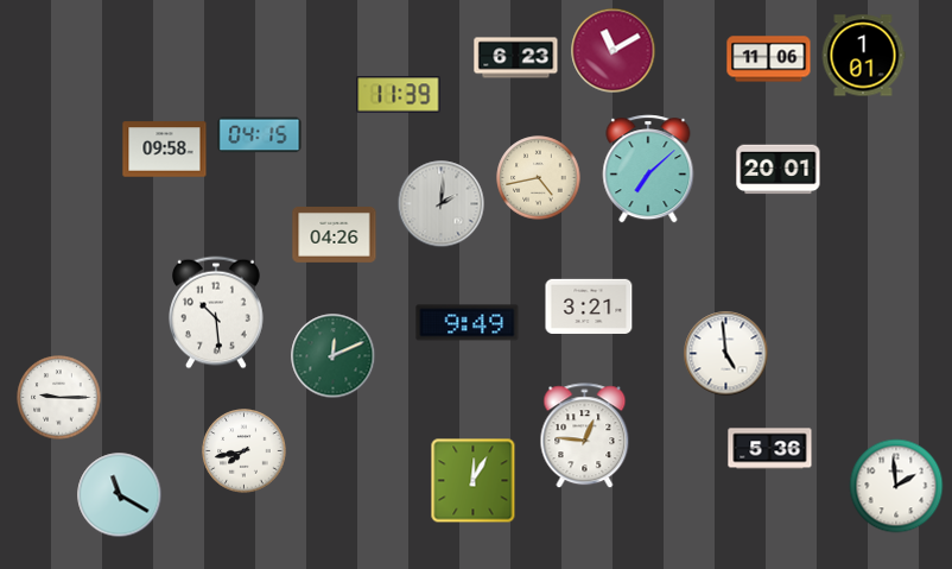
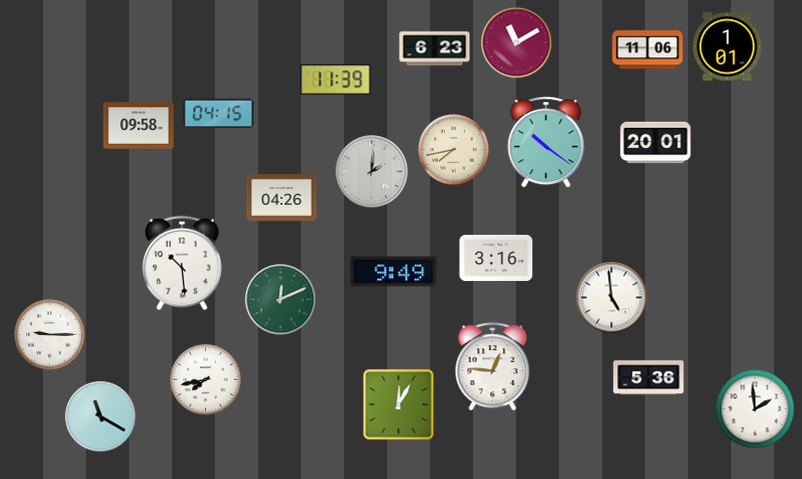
clock at (648, 169): 7:08 -> 10:21
clock at (539, 178): 4:43 -> 7:43
clock at (589, 306): 3:21 -> 3:16
